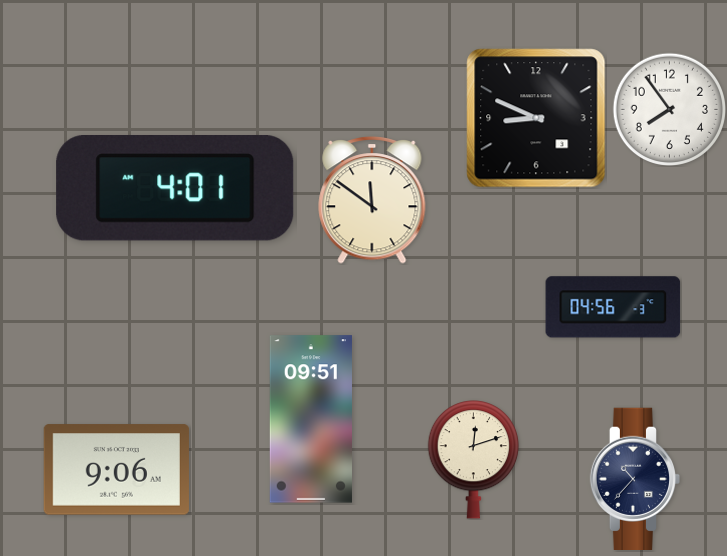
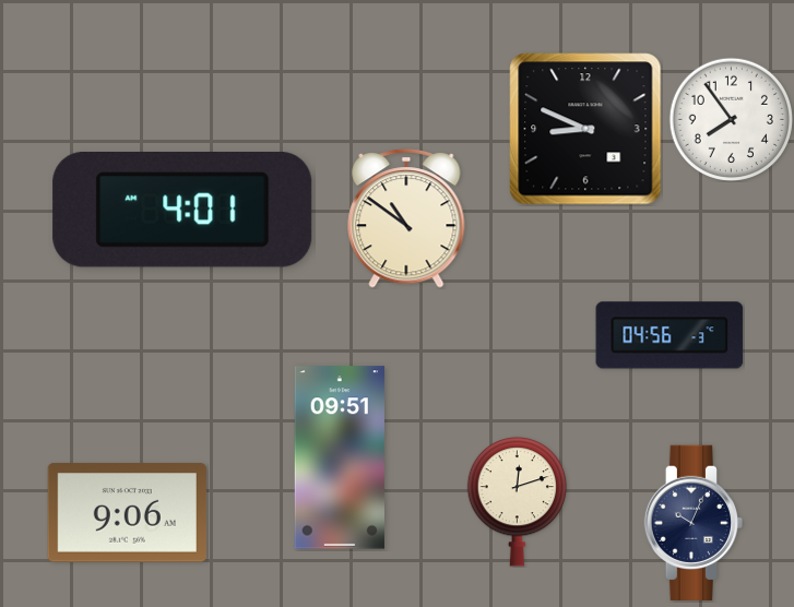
clock at (175, 189) position: (175, 189) -> (182, 211)
clock at (372, 201): 11:51 -> 10:51
clock at (634, 478): 10:37 -> 10:04
